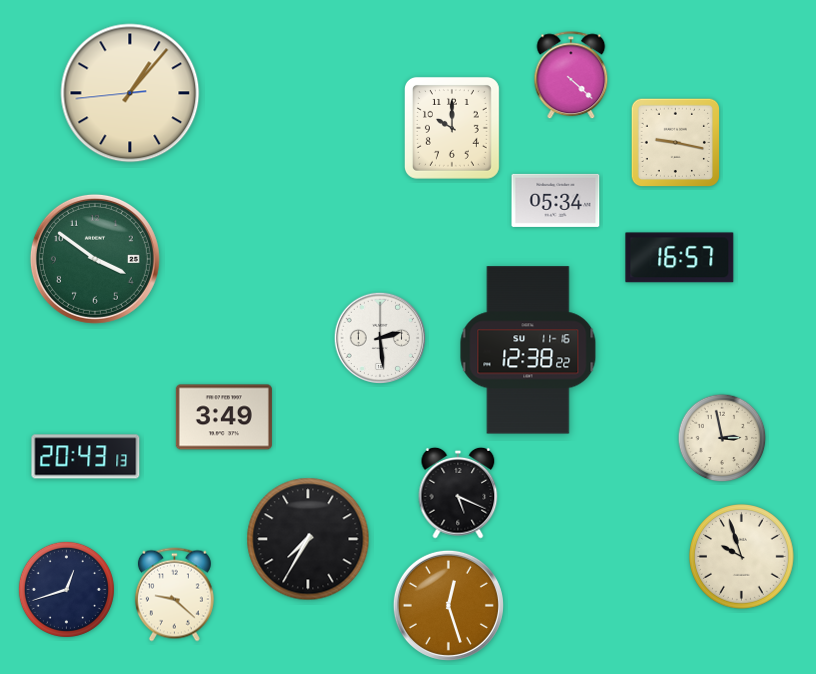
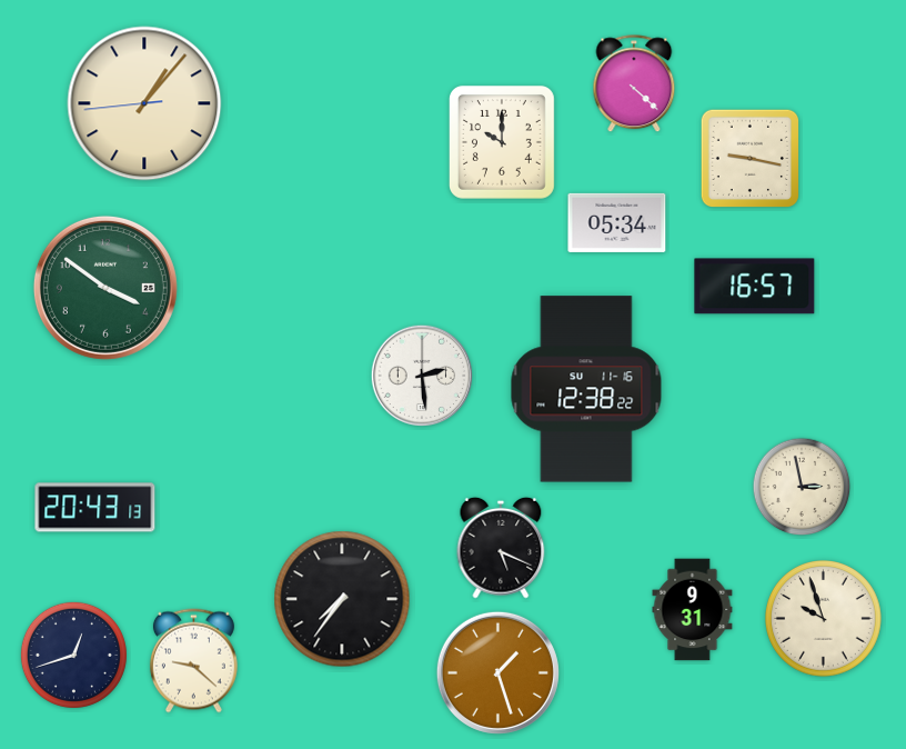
clock at (224, 417): 3:49 -> none
clock at (458, 493) position: (458, 493) -> (501, 548)
clock at (308, 539): 7:35 -> 7:36
clock at (693, 610): none -> 9:31
clock at (448, 605): 12:27 -> 1:27
